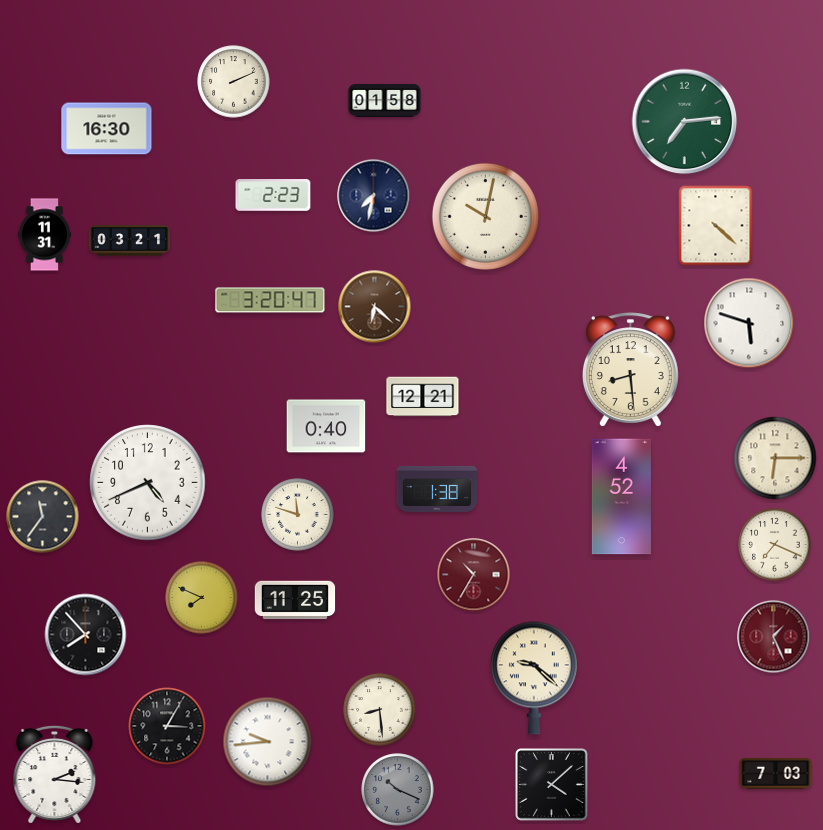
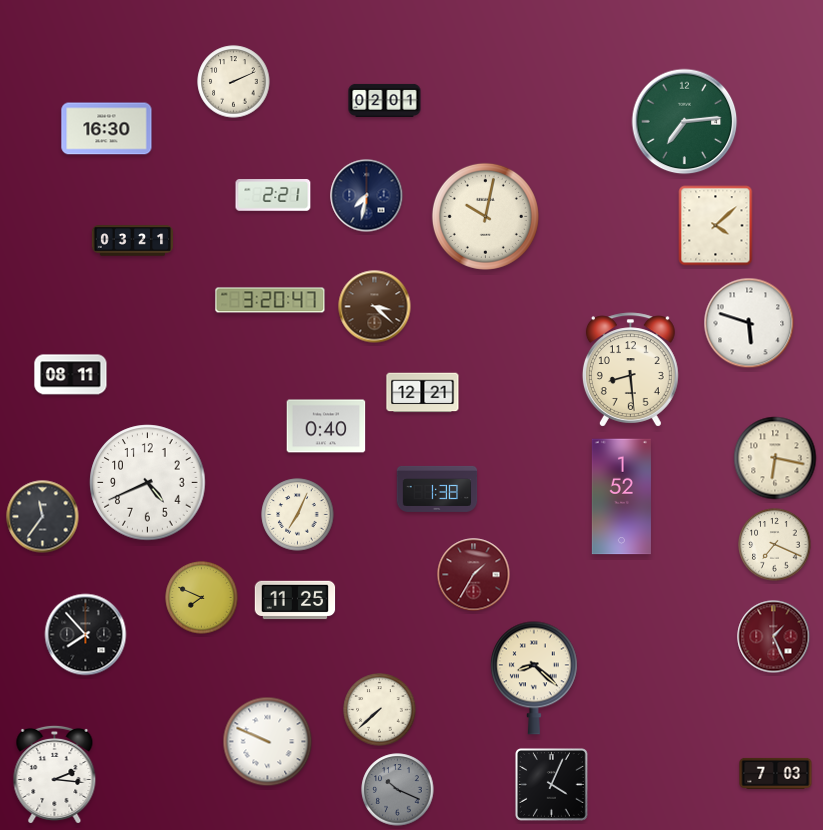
clock at (385, 100): 01:58 -> 02:01
clock at (273, 195): 2:23 -> 2:21
clock at (374, 196) position: (374, 196) -> (367, 196)
clock at (716, 226): 4:22 -> 4:08
clock at (45, 235): 11:31 -> none
clock at (130, 241) position: (130, 241) -> (133, 241)
clock at (375, 307): 6:22 -> 3:22
clock at (71, 375): none -> 08:11
clock at (423, 397) position: (423, 397) -> (423, 393)
clock at (775, 458): 6:15 -> 6:17
clock at (621, 497): 4:52 -> 1:52
clock at (298, 515): 11:48 -> 7:04
clock at (474, 575): 10:35 -> 1:35
clock at (534, 678): 9:22 -> 8:22
clock at (380, 710): 8:29 -> 7:38
clock at (167, 726): 3:05 -> none
clock at (268, 742): 9:44 -> 9:49
clock at (552, 785): 4:08 -> 4:04
